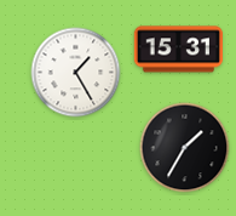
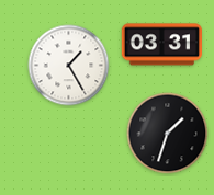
clock at (178, 50): 15:31 -> 03:31
clock at (185, 148): 1:35 -> 1:33
